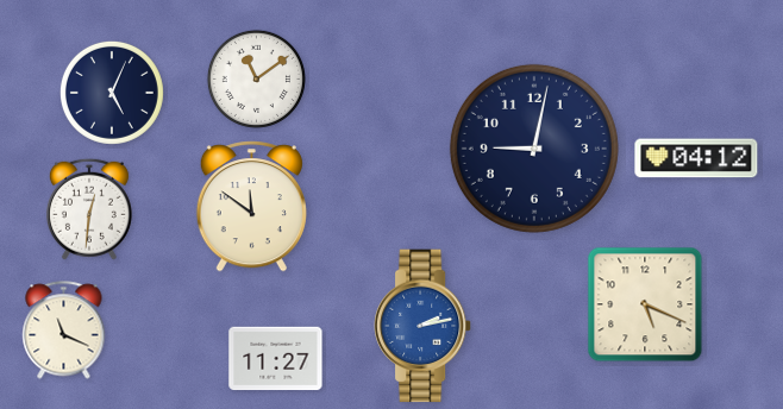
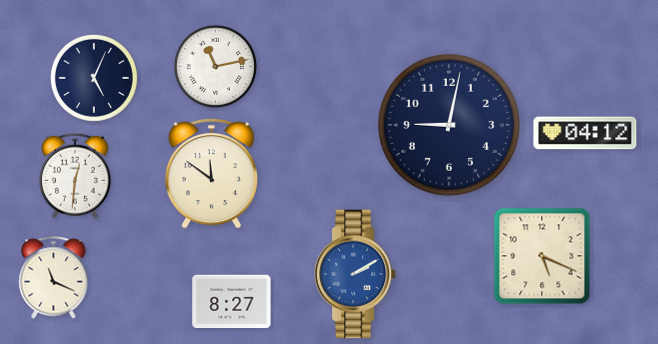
clock at (256, 78): 11:09 -> 11:13
clock at (422, 326): 2:13 -> 2:10
clock at (276, 359): 11:27 -> 8:27
